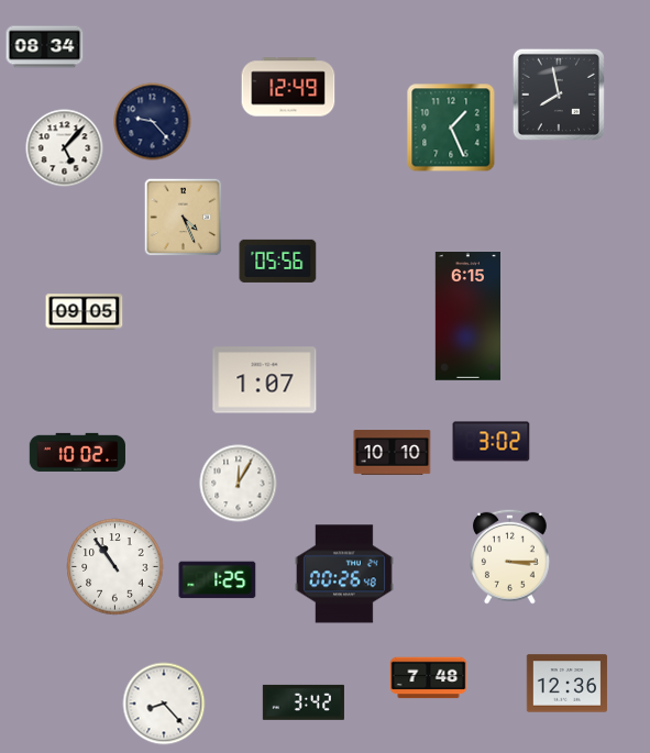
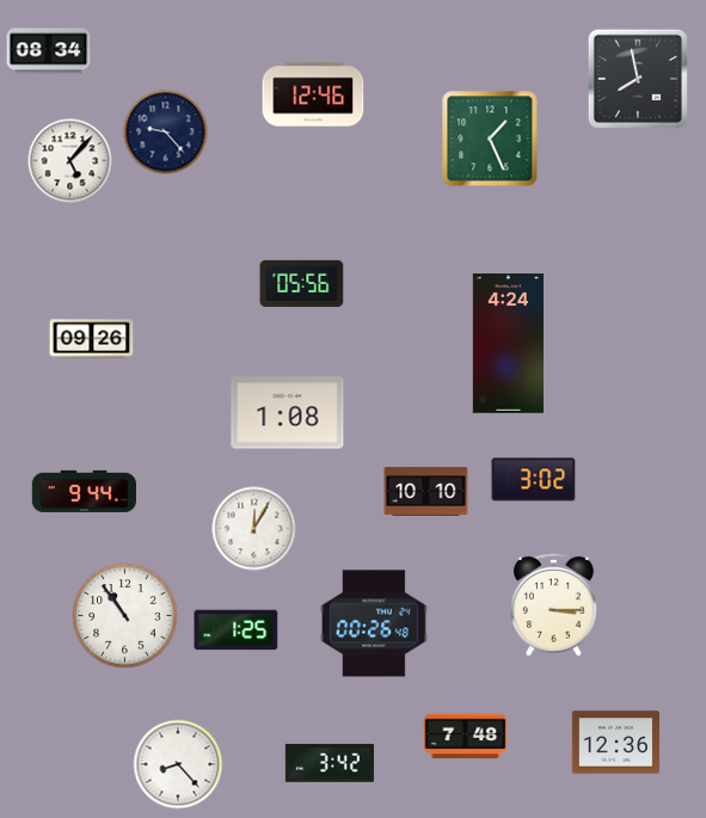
clock at (288, 87): 12:49 -> 12:46
clock at (559, 95) position: (559, 95) -> (638, 79)
clock at (184, 218): 4:26 -> none
clock at (85, 312): 09:05 -> 09:26
clock at (467, 317): 6:15 -> 4:24
clock at (265, 380): 1:07 -> 1:08
clock at (77, 452): 10:02 -> 9:44
clock at (239, 484) position: (239, 484) -> (254, 529)
